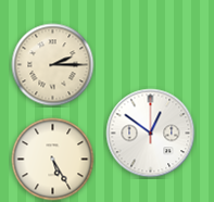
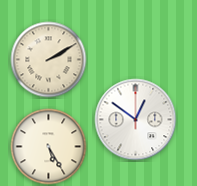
clock at (53, 65): 2:15 -> 2:10
clock at (151, 134) position: (151, 134) -> (136, 120)
